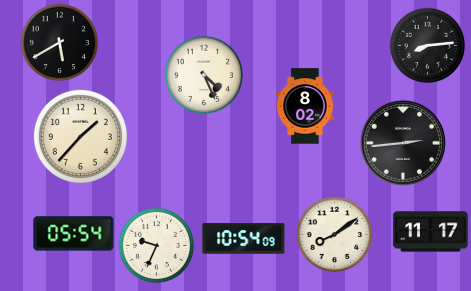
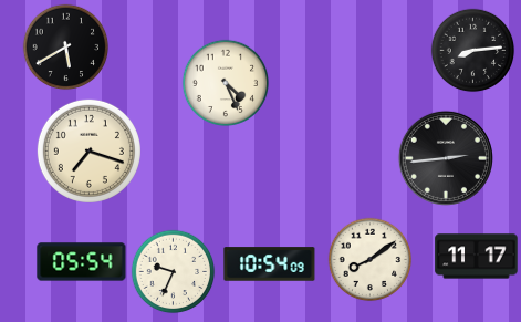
clock at (305, 106): 8:02 -> none
clock at (80, 136): 1:37 -> 7:18
clock at (74, 234) position: (74, 234) -> (82, 262)
